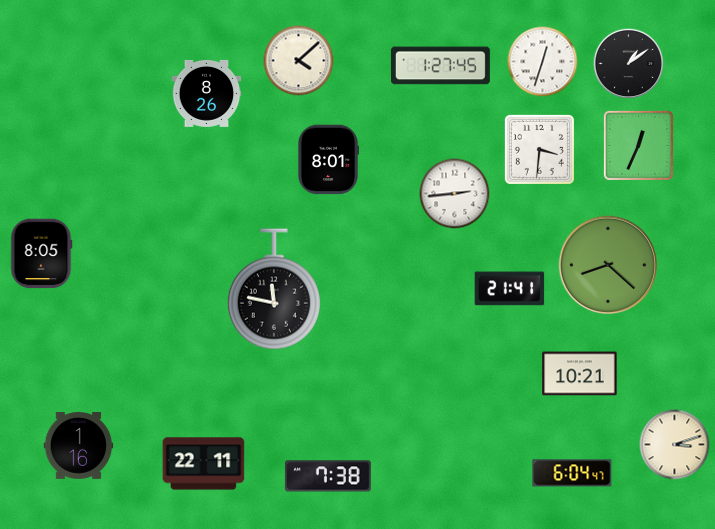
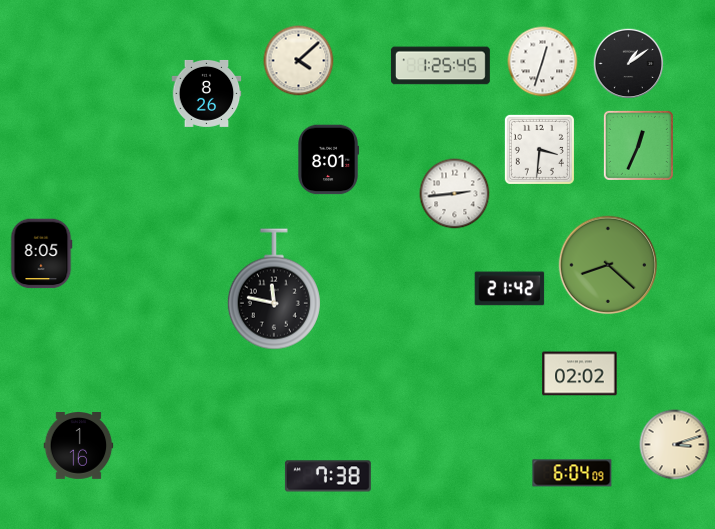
clock at (440, 66): 1:27 -> 1:25
clock at (510, 289): 21:41 -> 21:42
clock at (580, 374): 10:21 -> 02:02
clock at (204, 464): 22:11 -> none
clock at (572, 473): 6:04:47 -> 6:04:09
